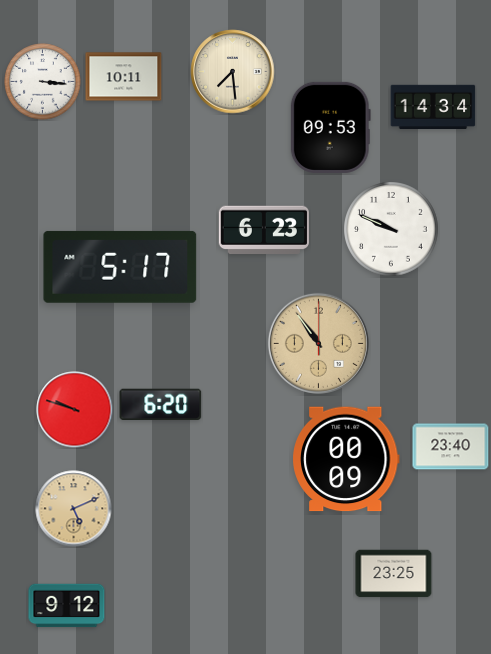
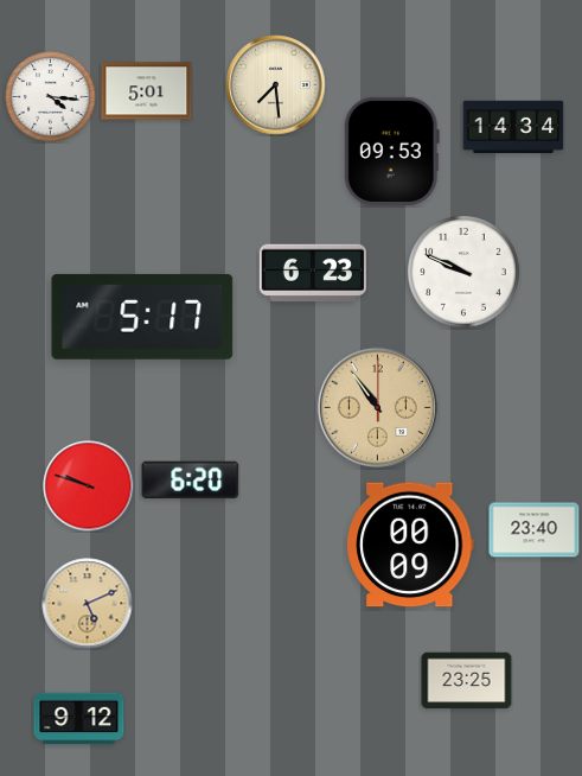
clock at (124, 77): 10:11 -> 5:01
clock at (43, 82): 3:16 -> 4:16
